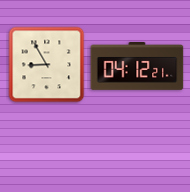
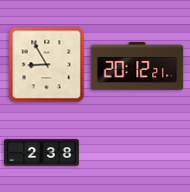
clock at (137, 67): 04:12 -> 20:12
clock at (42, 153): none -> 2:38
